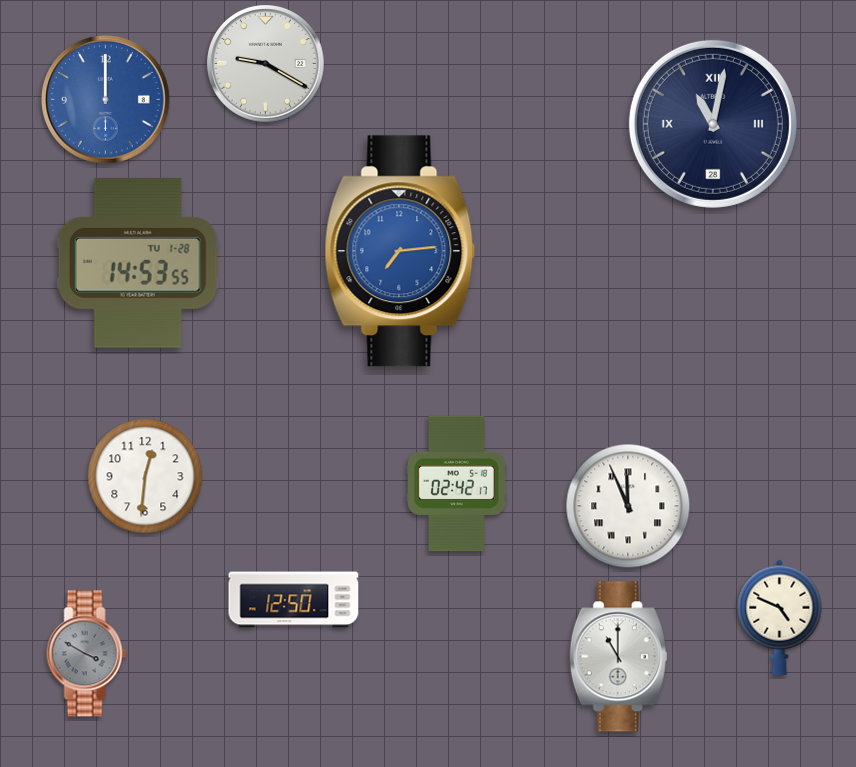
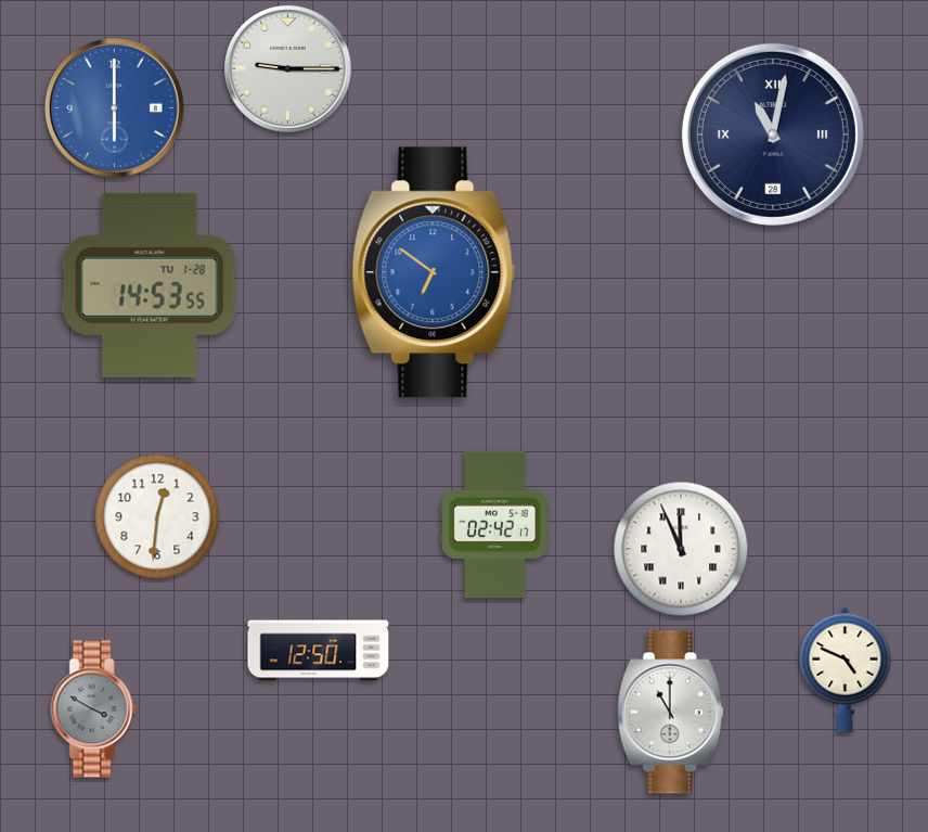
clock at (266, 64): 9:20 -> 9:15
clock at (105, 99): 12:00 -> 6:00
clock at (400, 251): 7:14 -> 6:51
